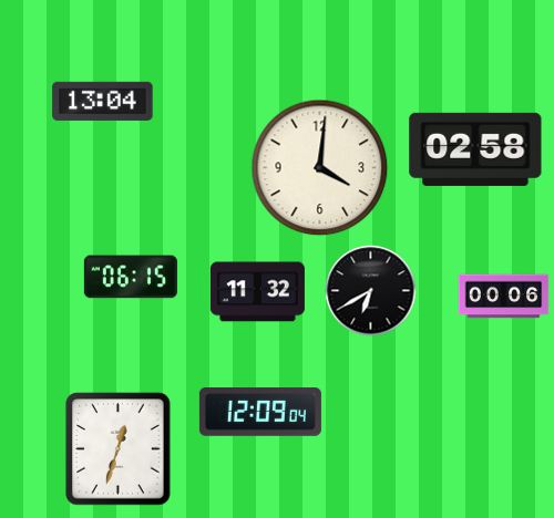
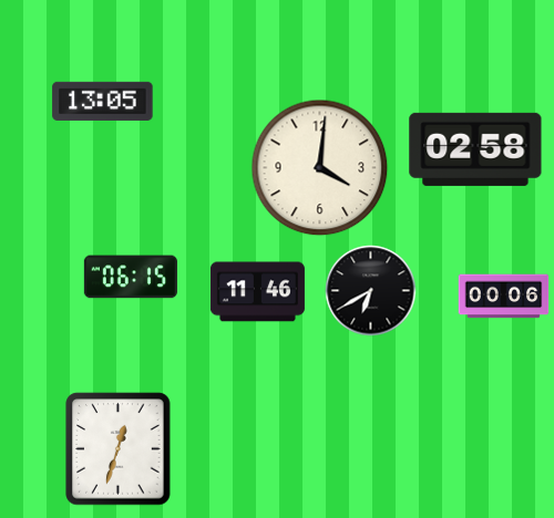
clock at (103, 101): 13:04 -> 13:05
clock at (257, 292): 11:32 -> 11:46
clock at (260, 412): 12:09 -> none
